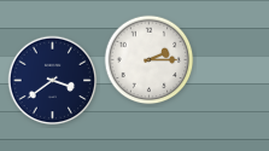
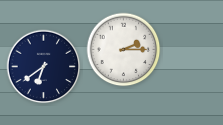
clock at (53, 81): 3:39 -> 6:39
